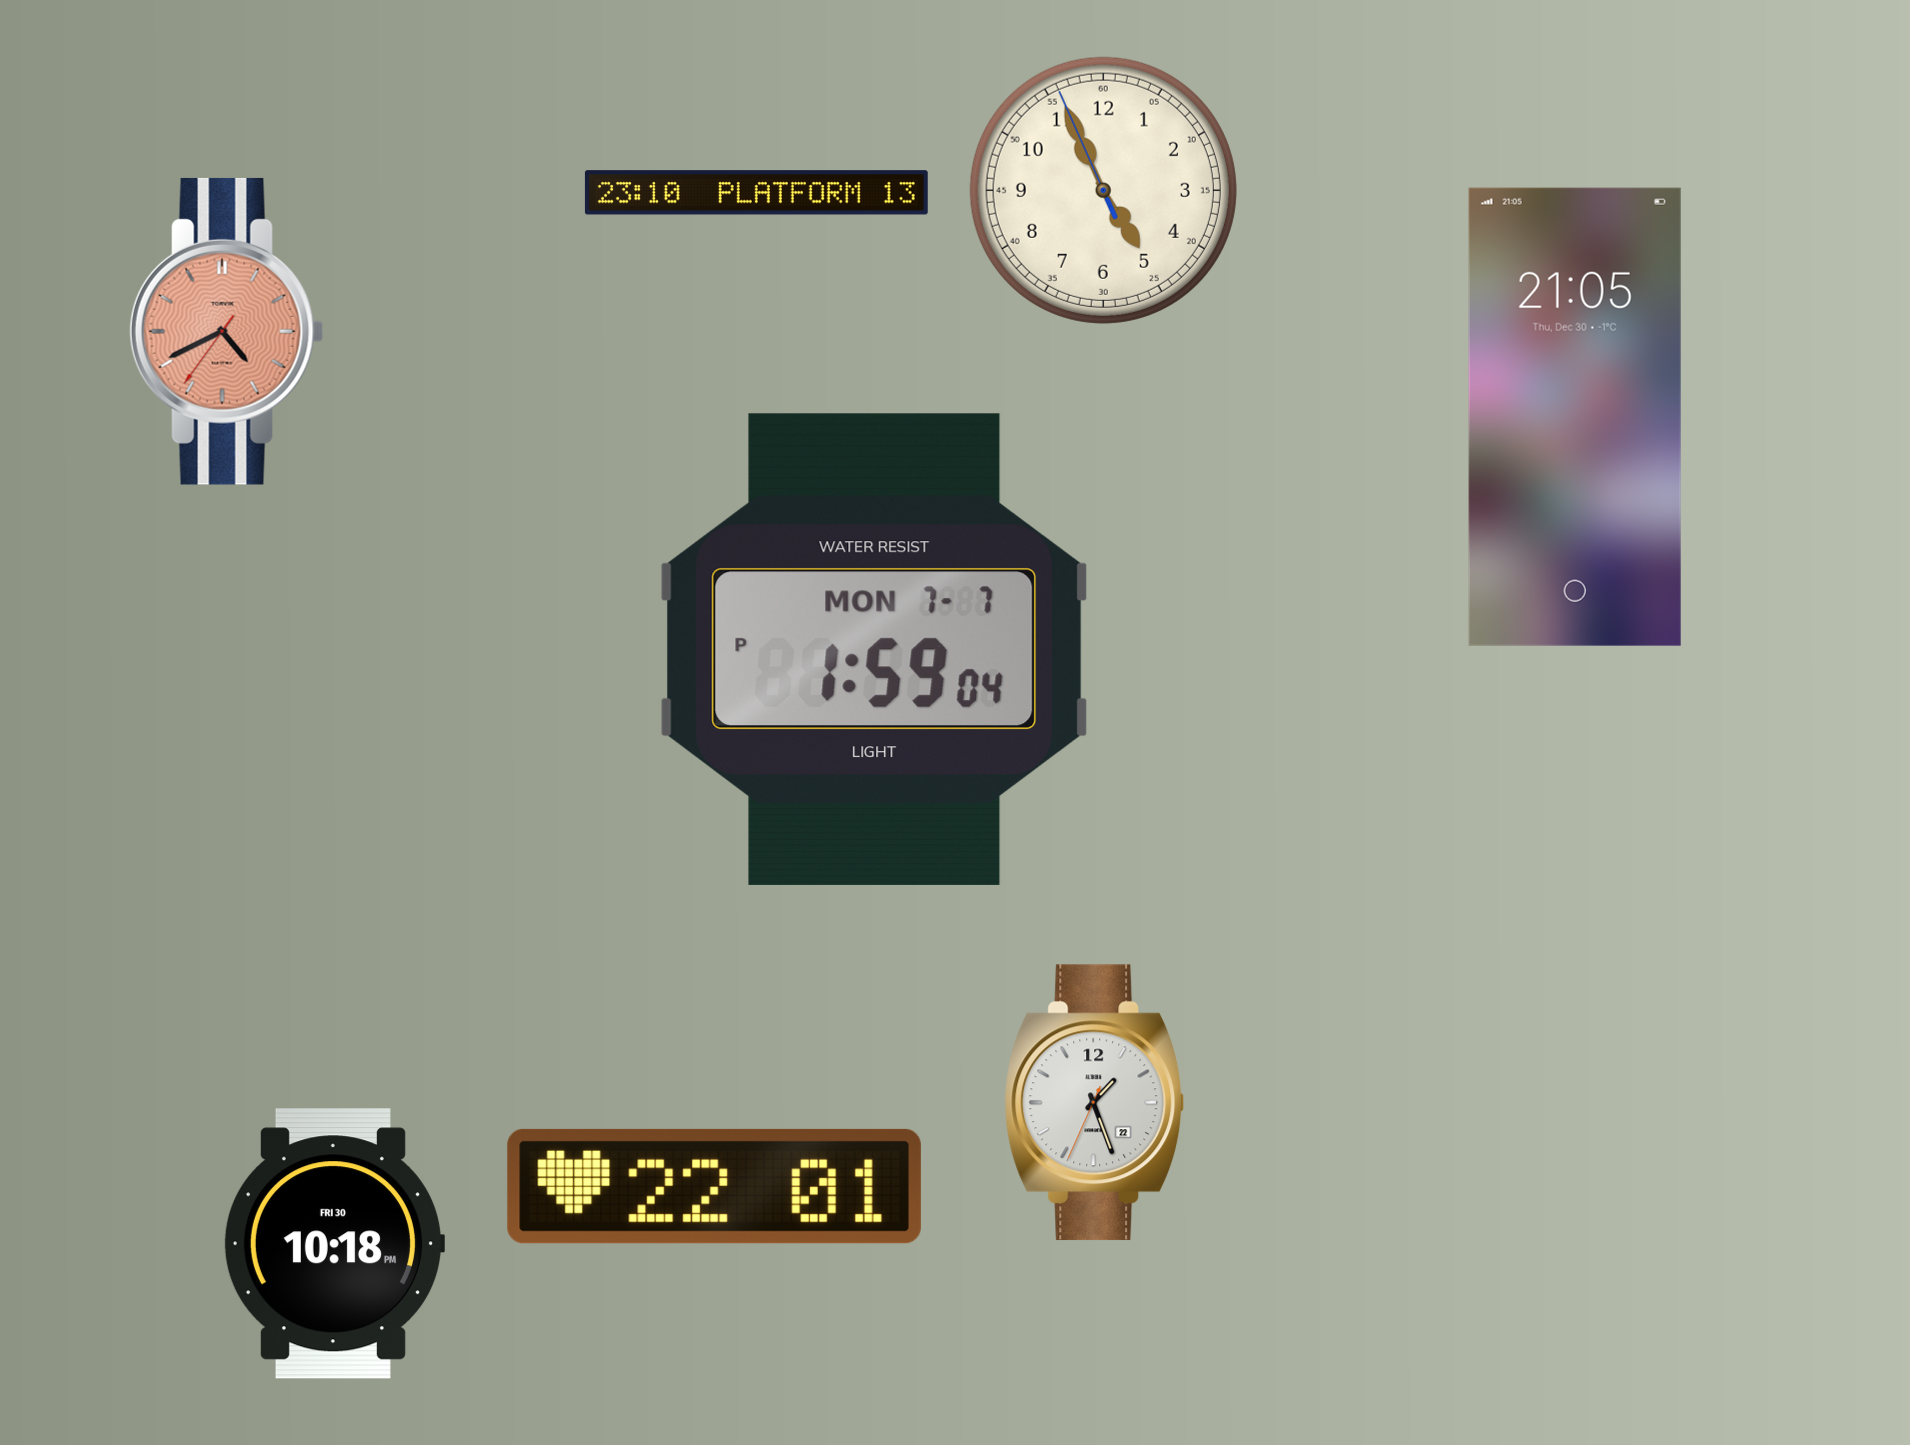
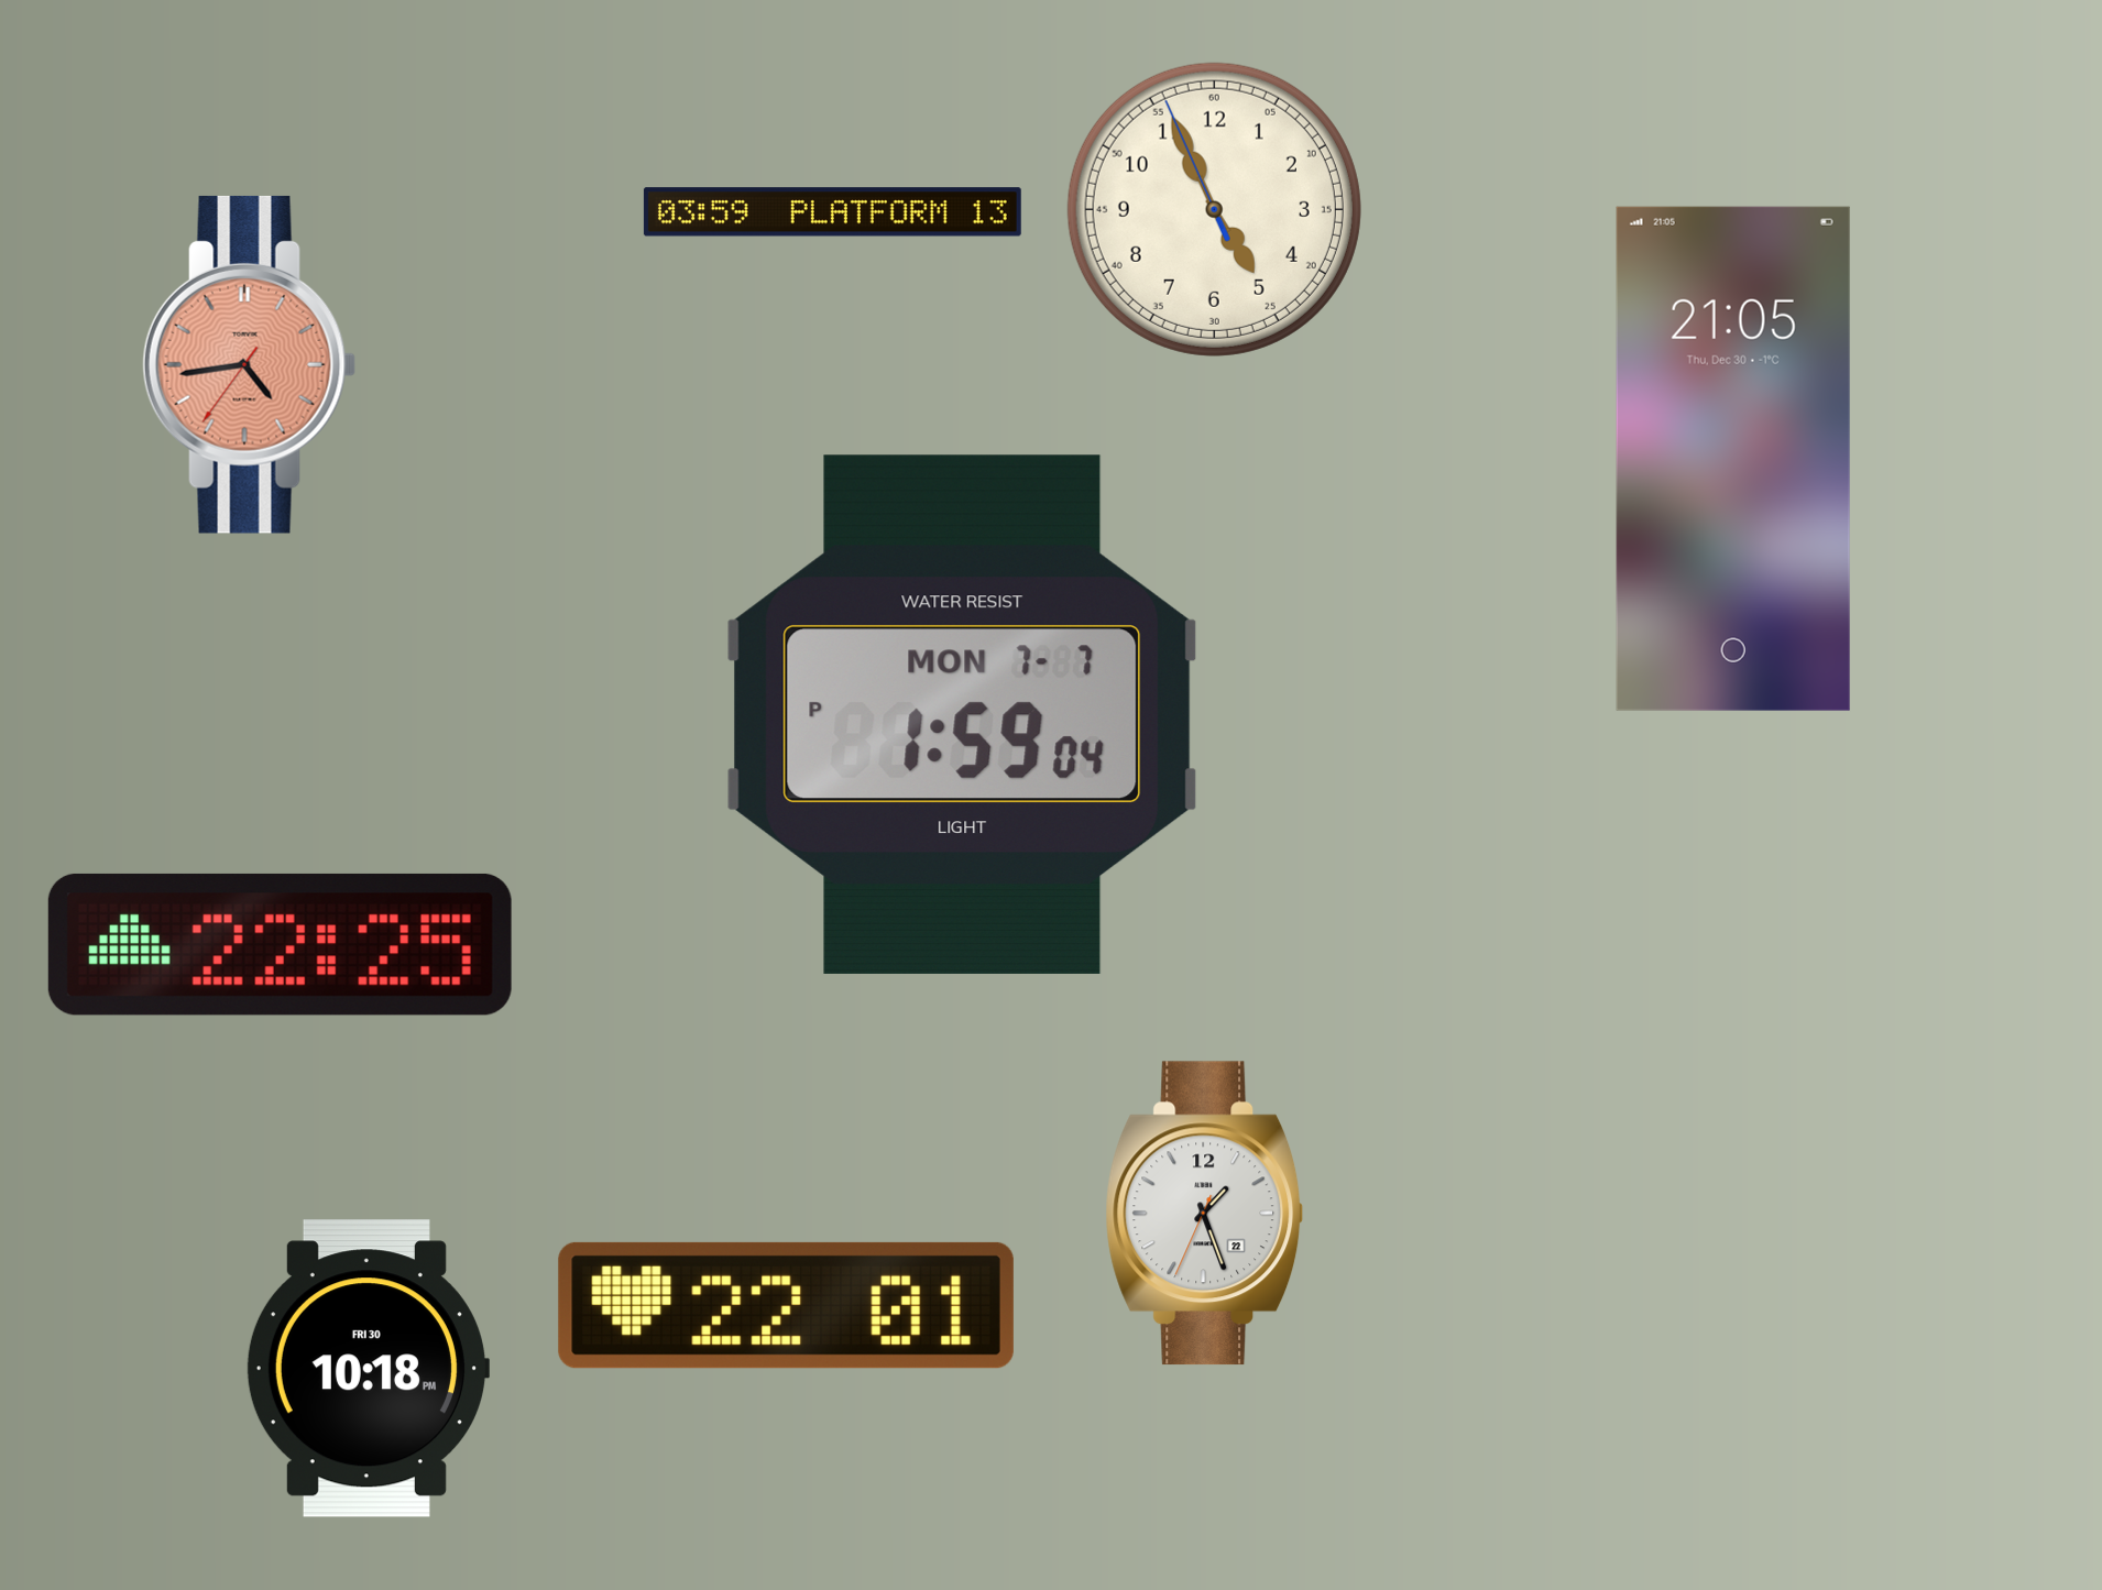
clock at (756, 193): 23:10 -> 03:59
clock at (227, 331): 4:40 -> 4:43
clock at (280, 944): none -> 22:25
